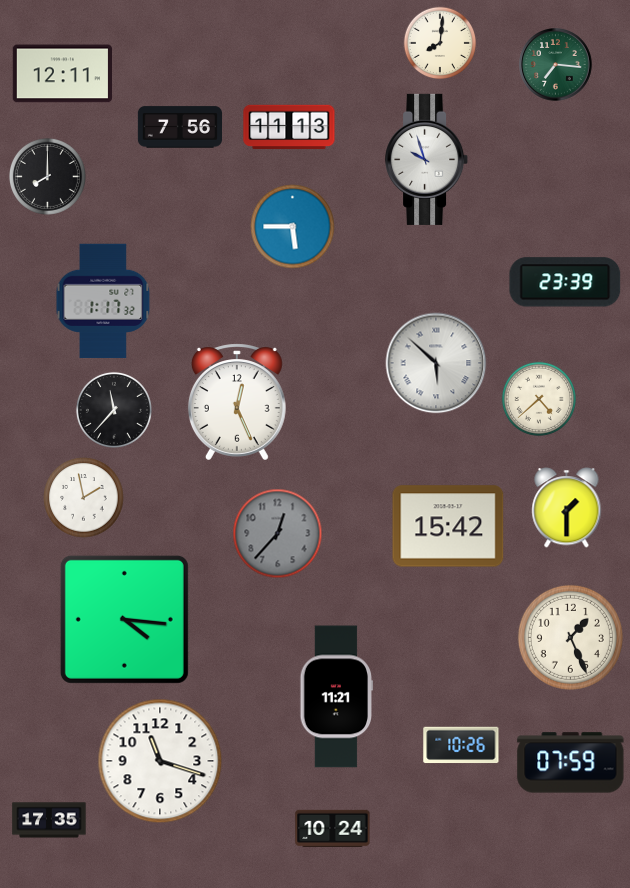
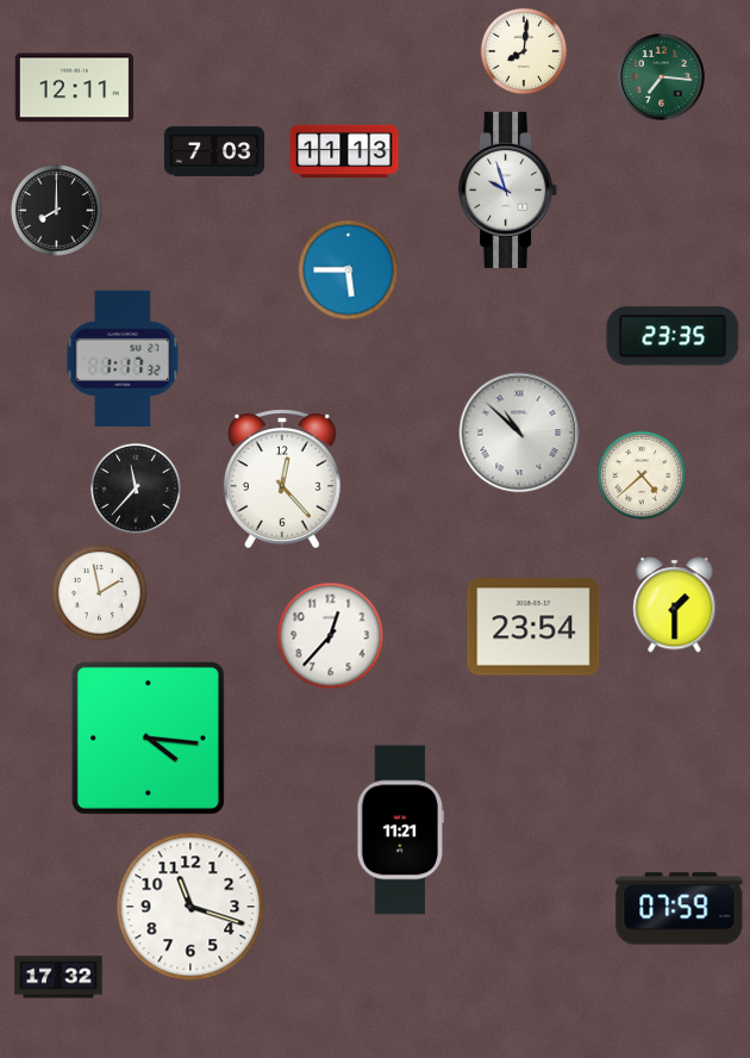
clock at (179, 127): 7:56 -> 7:03
clock at (565, 282): 23:39 -> 23:35
clock at (436, 363): 5:52 -> 10:52
clock at (237, 402): 12:26 -> 12:23
clock at (448, 526): 15:42 -> 23:54
clock at (278, 534) dial: grey -> white
clock at (570, 637): 1:26 -> none
clock at (461, 745): 10:26 -> none
clock at (49, 820): 17:35 -> 17:32
clock at (333, 828): 10:24 -> none
